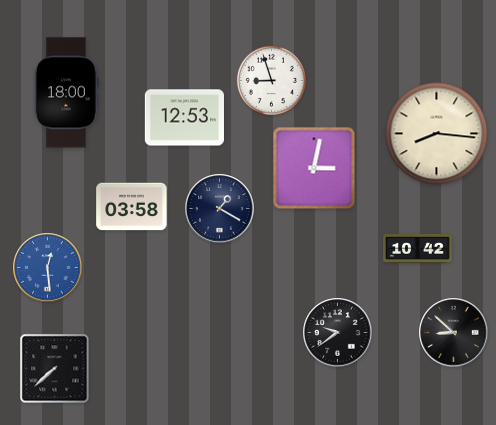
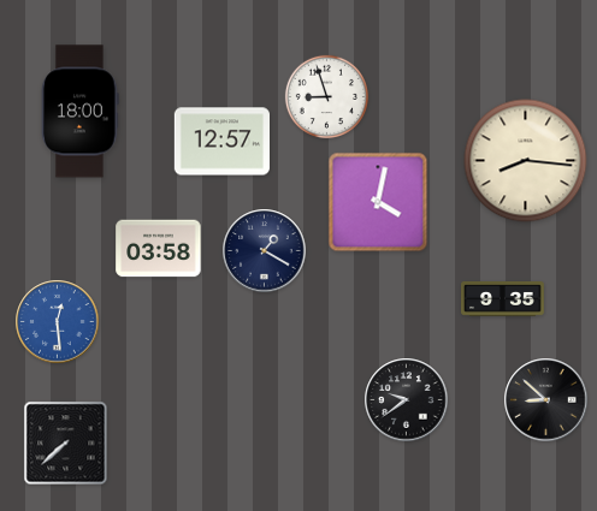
clock at (184, 118): 12:53 -> 12:57
clock at (314, 168): 3:02 -> 4:02
clock at (418, 249): 10:42 -> 9:35
